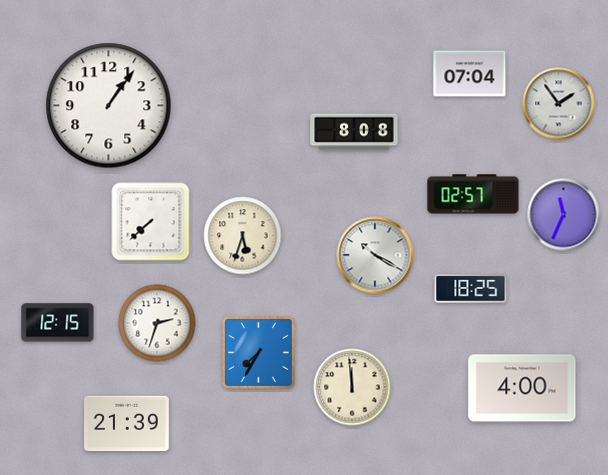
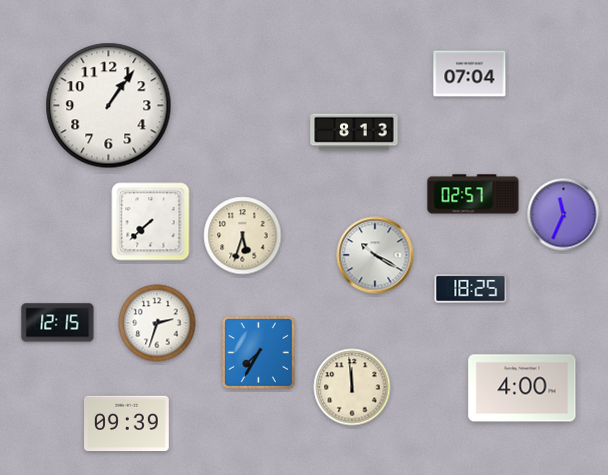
clock at (559, 104): 1:54 -> none
clock at (354, 132): 8:08 -> 8:13
clock at (127, 424): 21:39 -> 09:39
